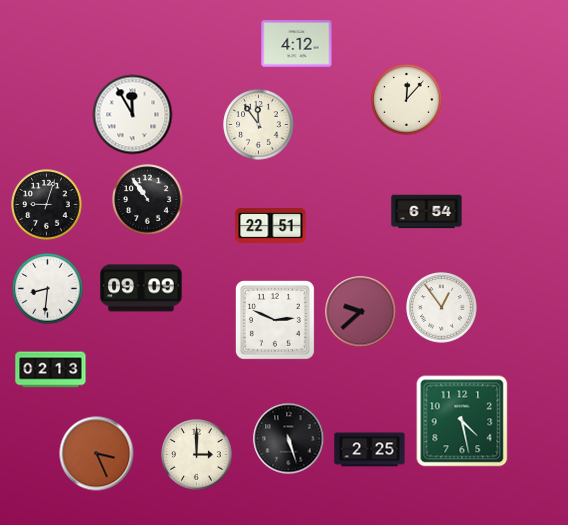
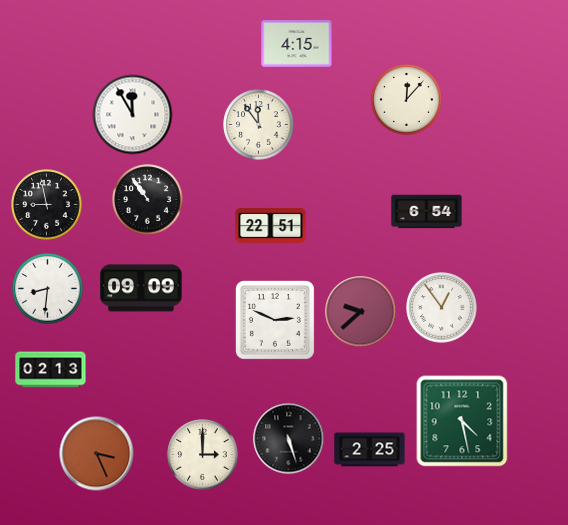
clock at (297, 44): 4:12 -> 4:15
clock at (47, 205): 9:03 -> 8:58
clock at (197, 455) position: (197, 455) -> (203, 455)
